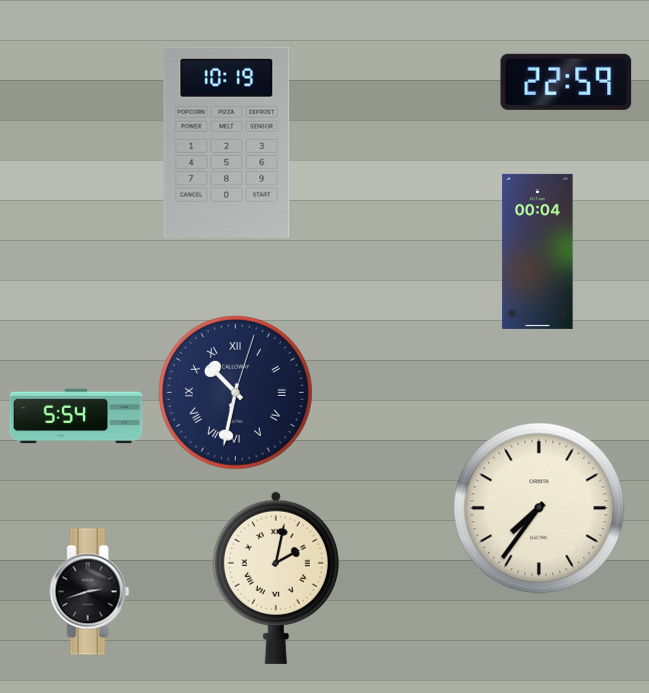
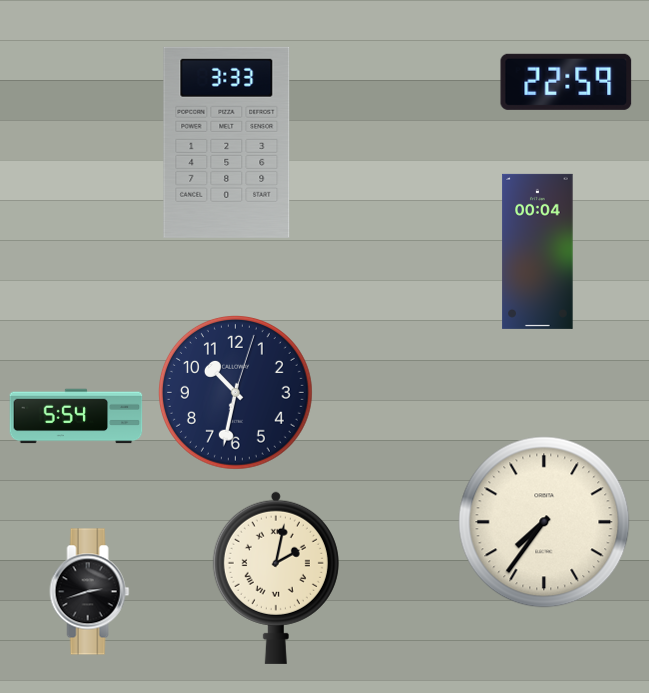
clock at (227, 142): 10:19 -> 3:33
clock at (235, 392) numerals: Roman -> Arabic
clock at (539, 508) position: (539, 508) -> (544, 522)
